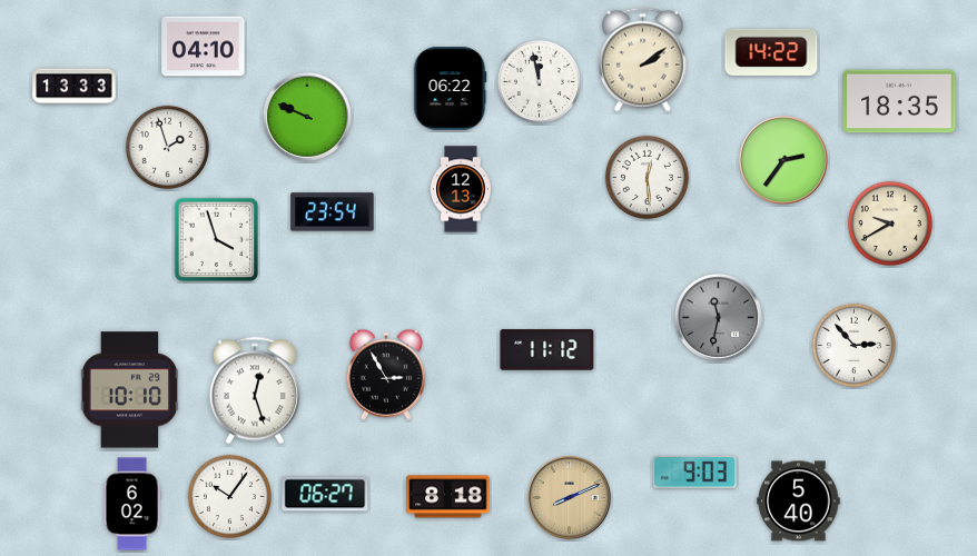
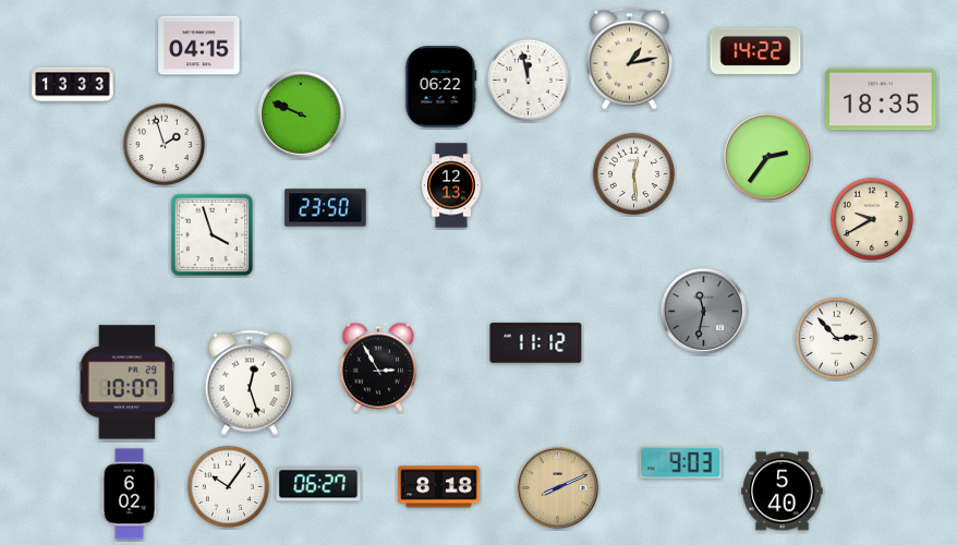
clock at (204, 47): 04:10 -> 04:15
clock at (643, 60): 2:09 -> 1:13
clock at (333, 212): 23:54 -> 23:50
clock at (130, 390): 10:10 -> 10:07
clock at (230, 497) position: (230, 497) -> (229, 487)
